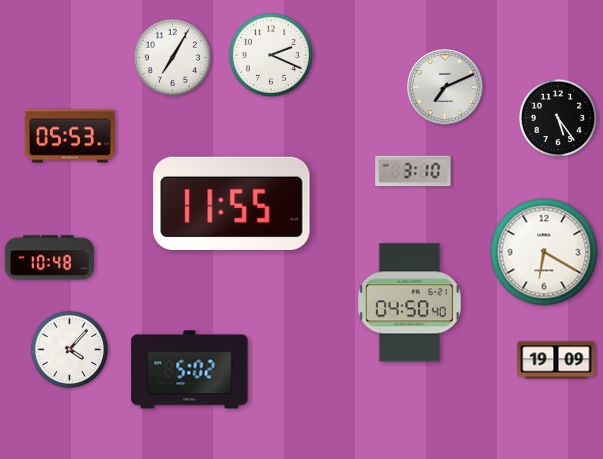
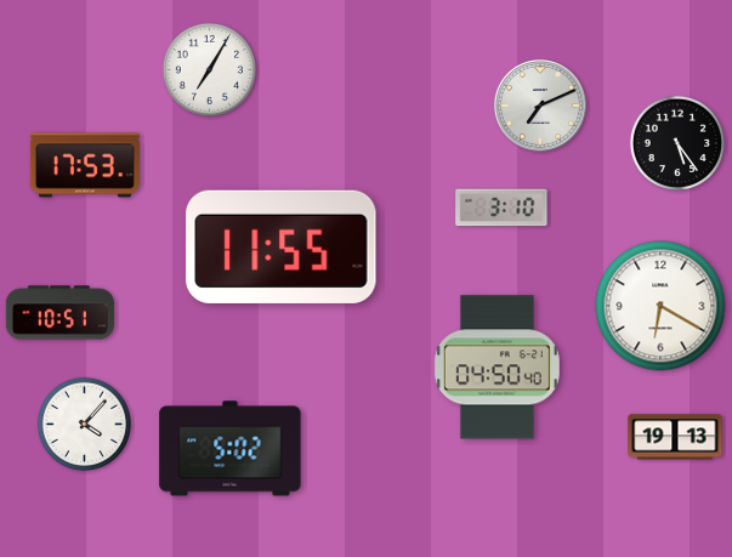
clock at (271, 55): 2:19 -> none
clock at (70, 136): 05:53 -> 17:53
clock at (49, 258): 10:48 -> 10:51
clock at (556, 360): 19:09 -> 19:13
